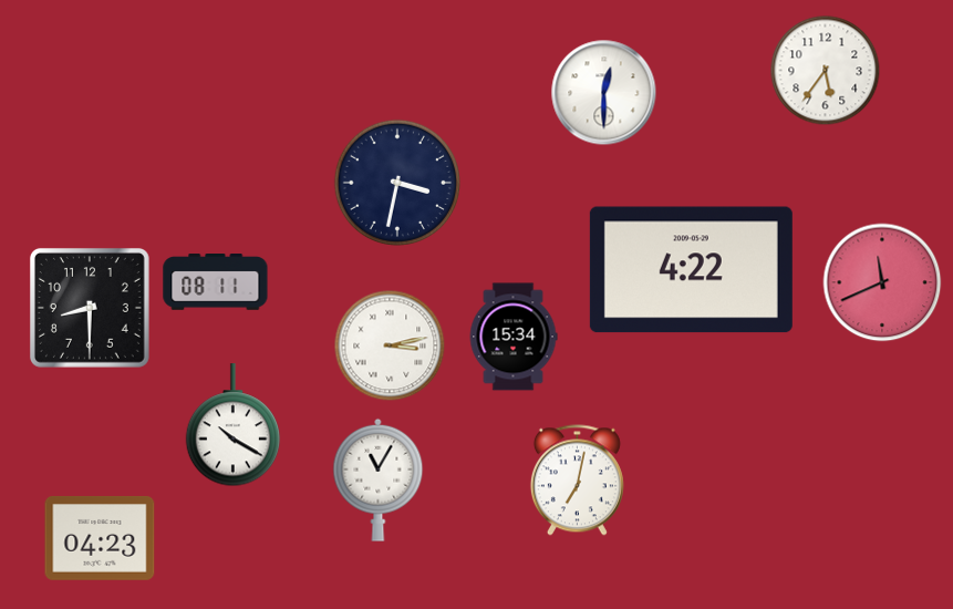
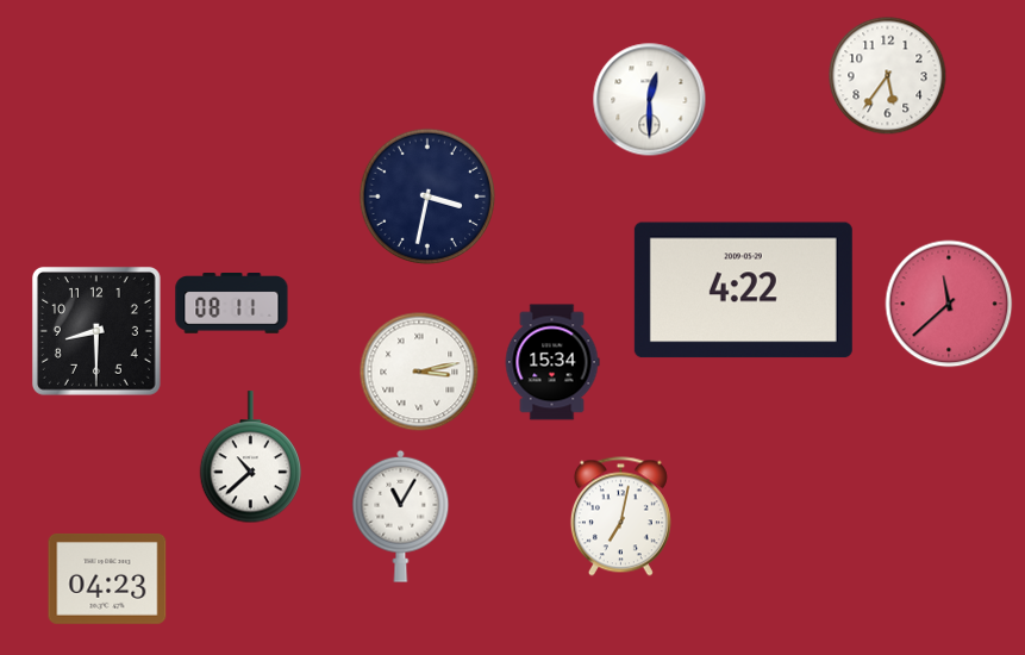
clock at (882, 282): 11:41 -> 11:38
clock at (234, 425): 10:20 -> 10:38
clock at (379, 479) position: (379, 479) -> (401, 516)
